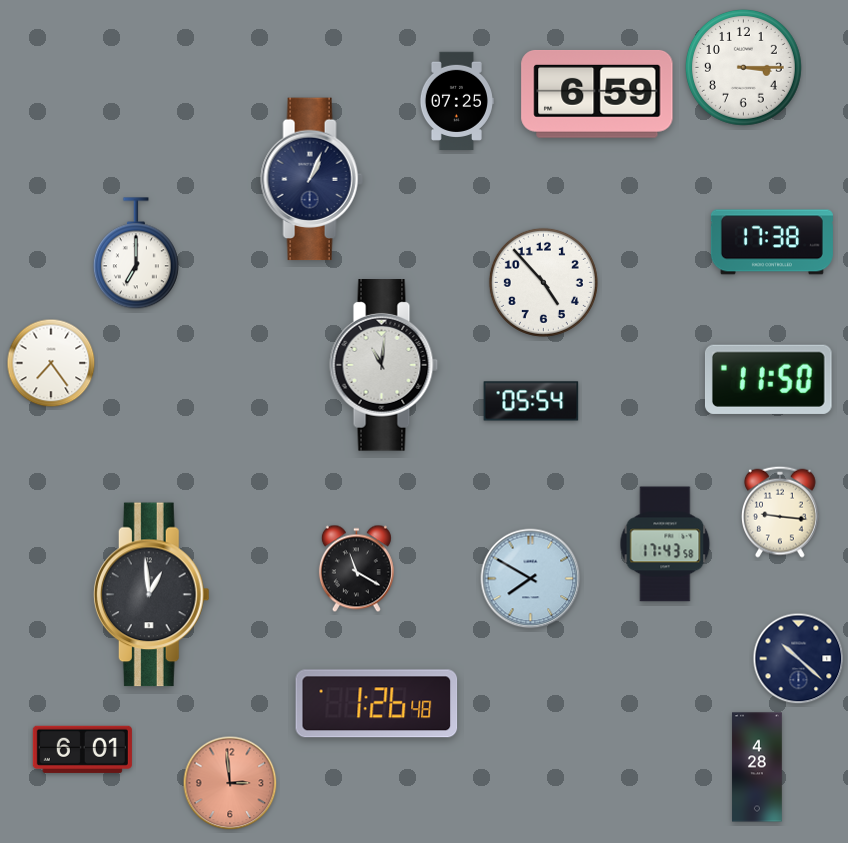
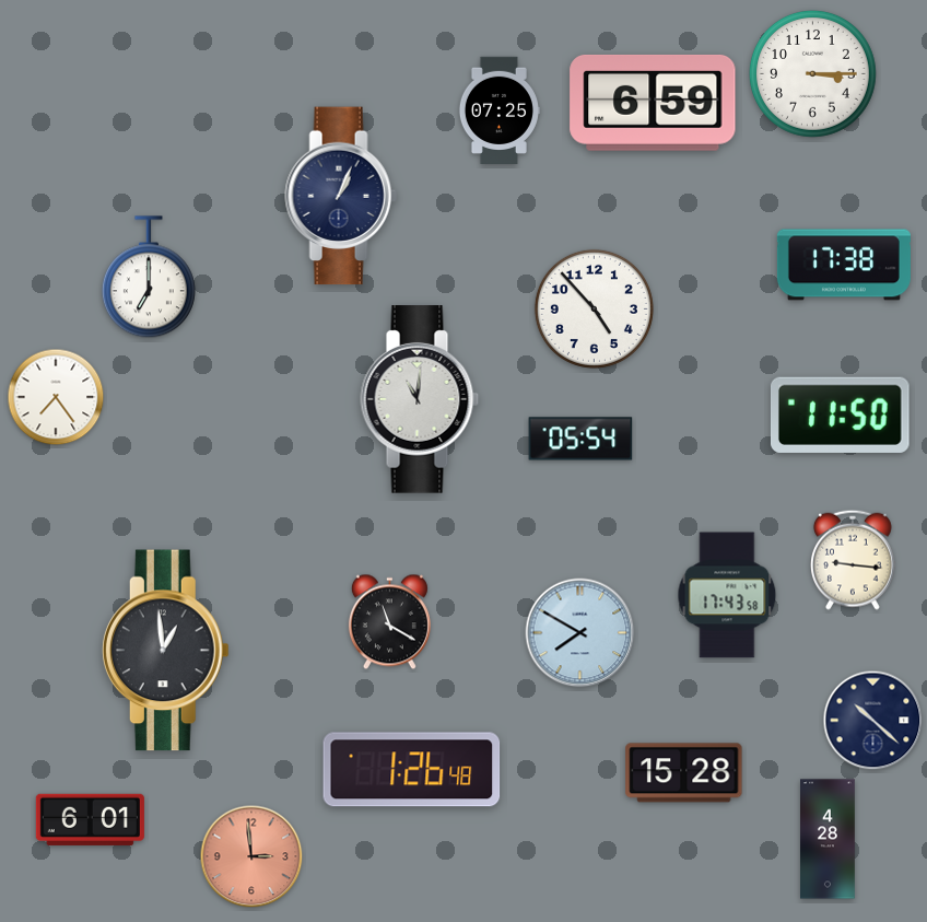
clock at (684, 773): none -> 15:28
